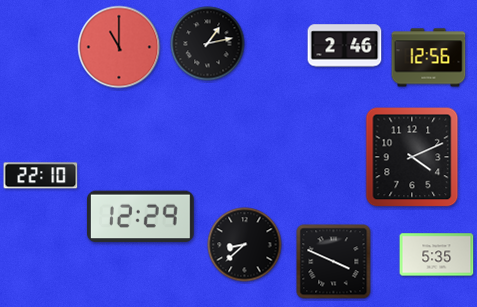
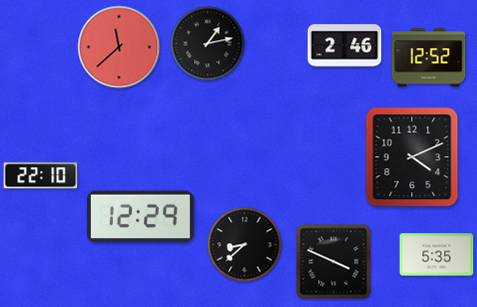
clock at (119, 47): 11:00 -> 11:38
clock at (429, 58): 12:56 -> 12:52
